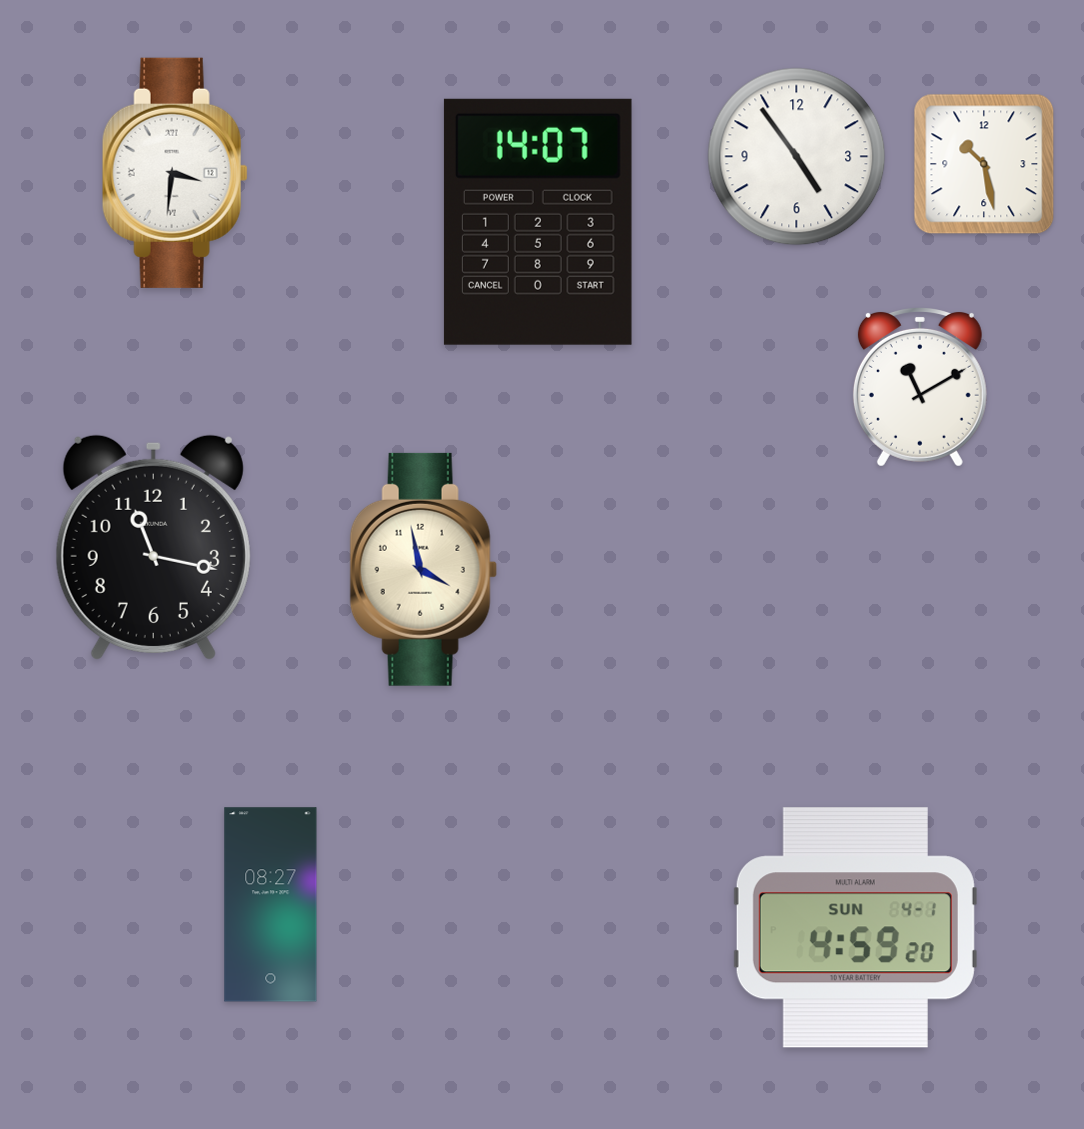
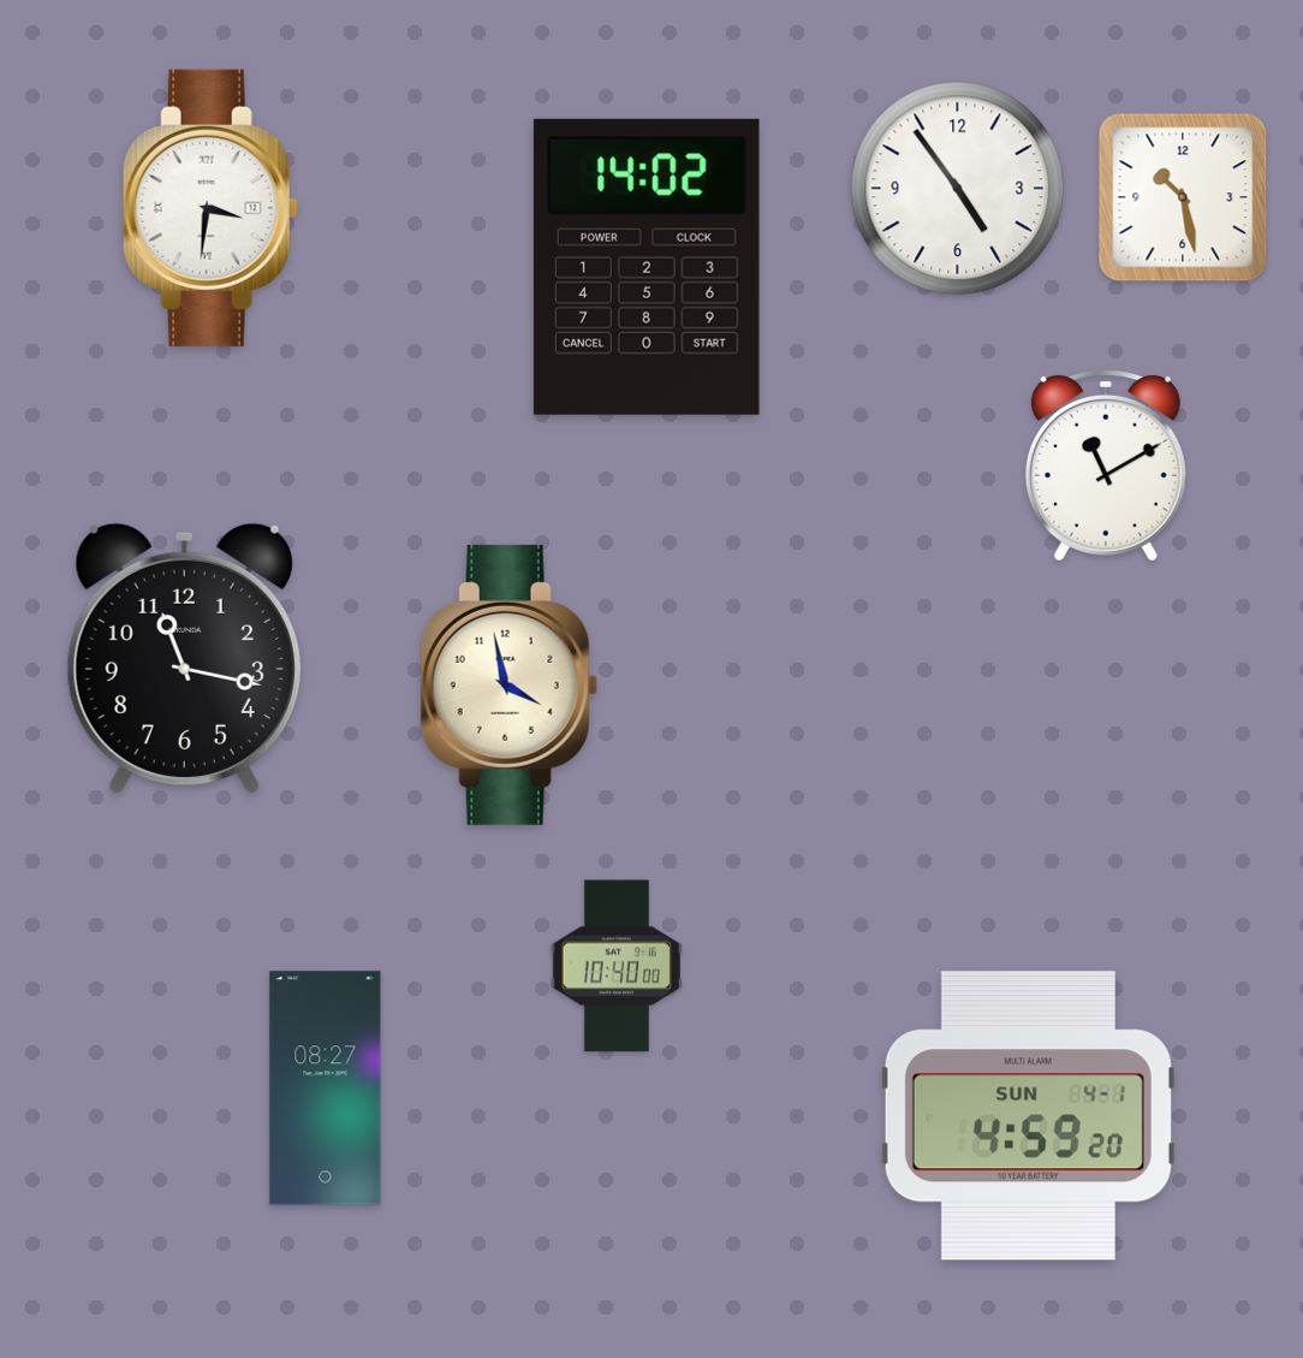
clock at (538, 222): 14:07 -> 14:02
clock at (617, 966): none -> 10:40
